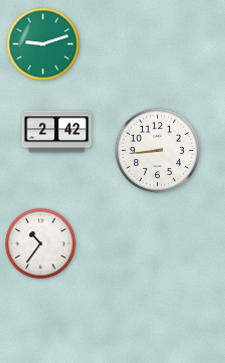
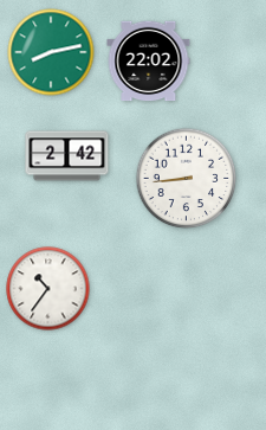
clock at (43, 44): 9:12 -> 8:13
clock at (149, 62): none -> 22:02
